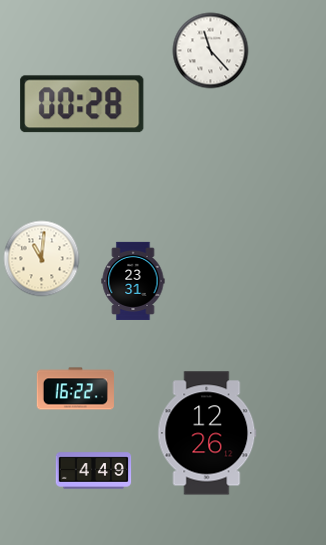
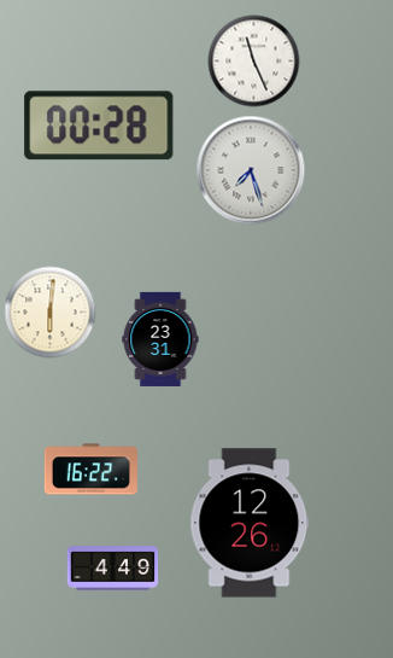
clock at (211, 51): 11:23 -> 11:26
clock at (251, 170): none -> 7:27
clock at (42, 259): 11:01 -> 6:01
